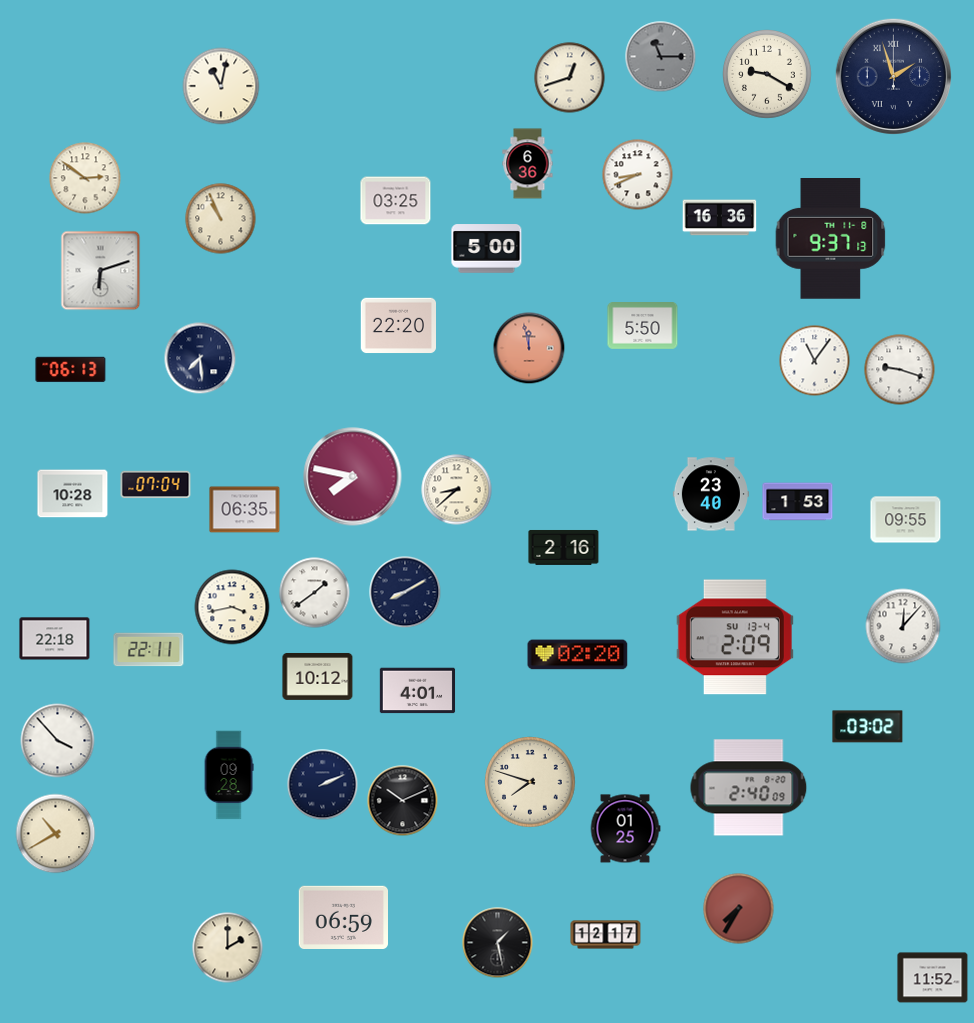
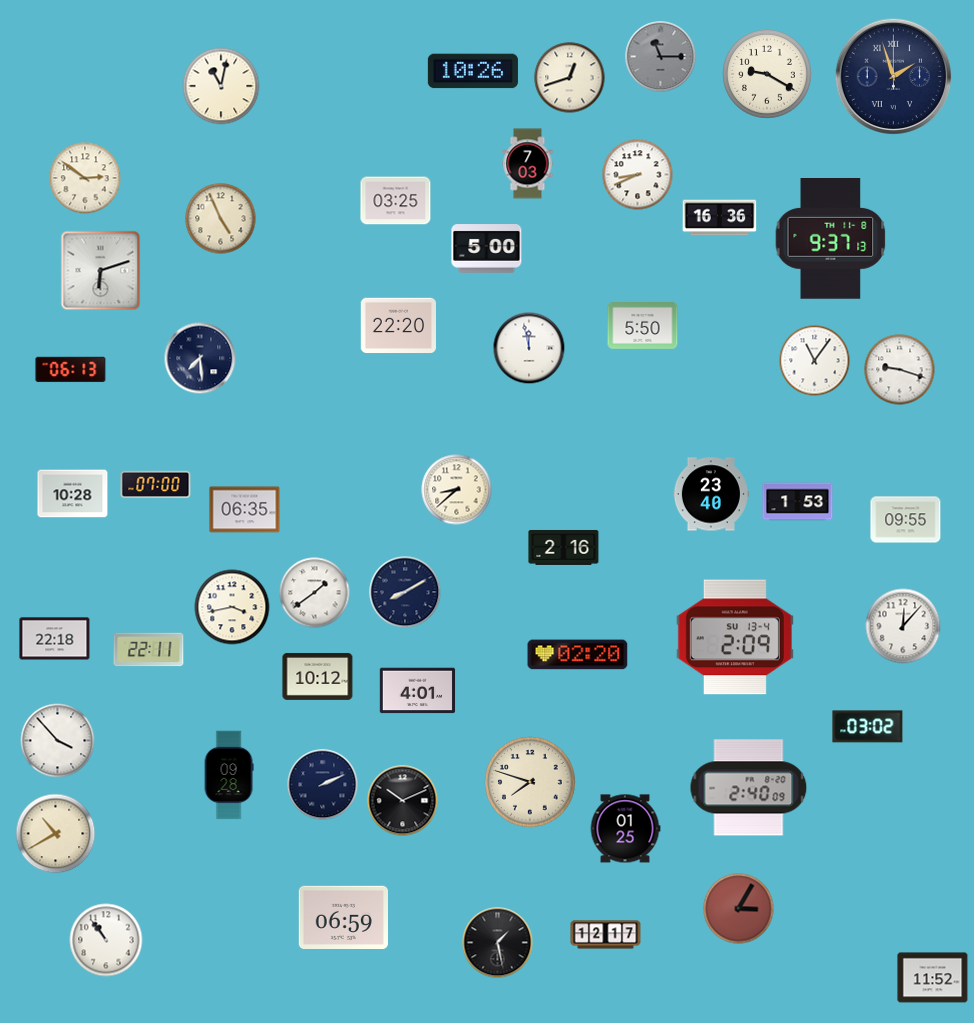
clock at (473, 71): none -> 10:26
clock at (528, 164): 6:36 -> 7:03
clock at (221, 219): 10:56 -> 4:56
clock at (529, 348) dial: salmon -> white
clock at (353, 477): 7:47 -> none
clock at (156, 485): 07:04 -> 07:00
clock at (739, 909): 7:35 -> 3:05
clock at (106, 940): none -> 10:54
clock at (228, 948): 2:00 -> none
